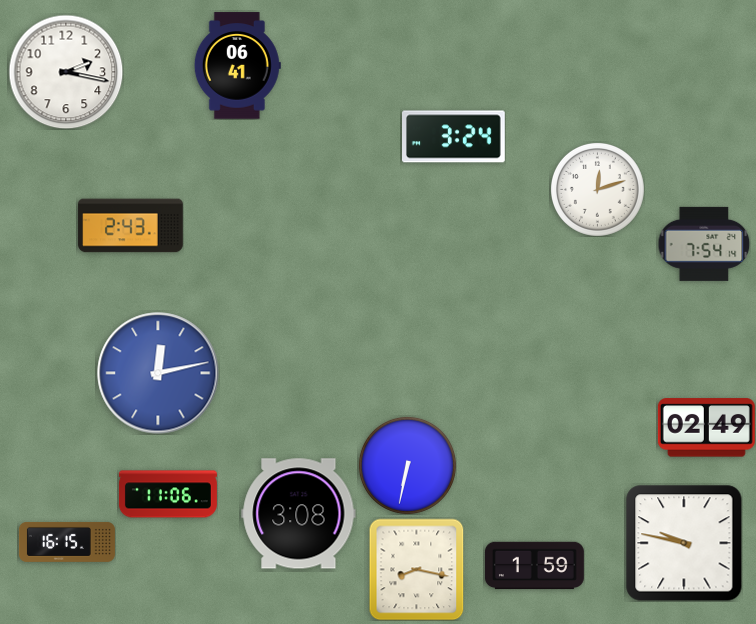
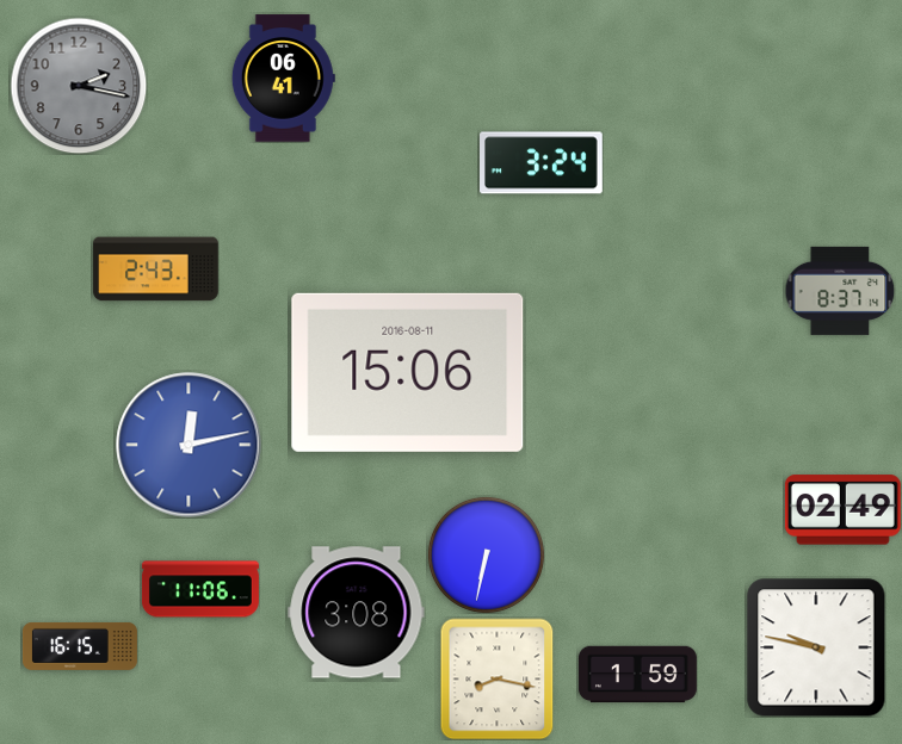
clock at (66, 72) dial: white -> grey
clock at (597, 189): 12:12 -> none
clock at (704, 244): 7:54 -> 8:37
clock at (408, 372): none -> 15:06
